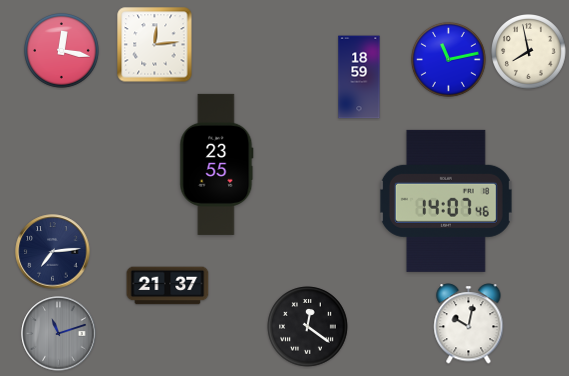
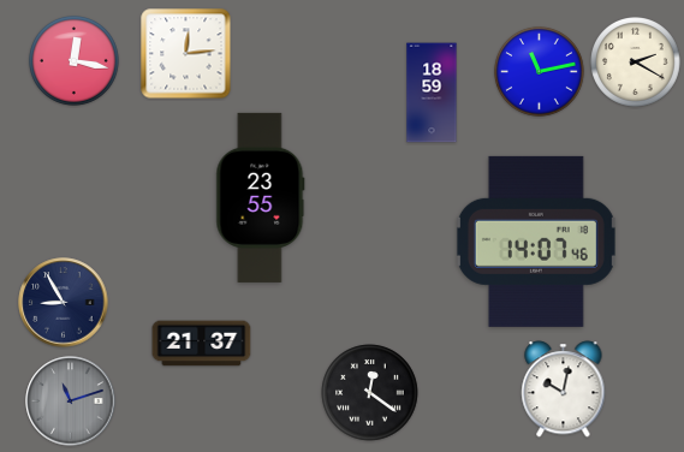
clock at (529, 52): 7:58 -> 2:20
clock at (53, 252): 7:14 -> 8:55
